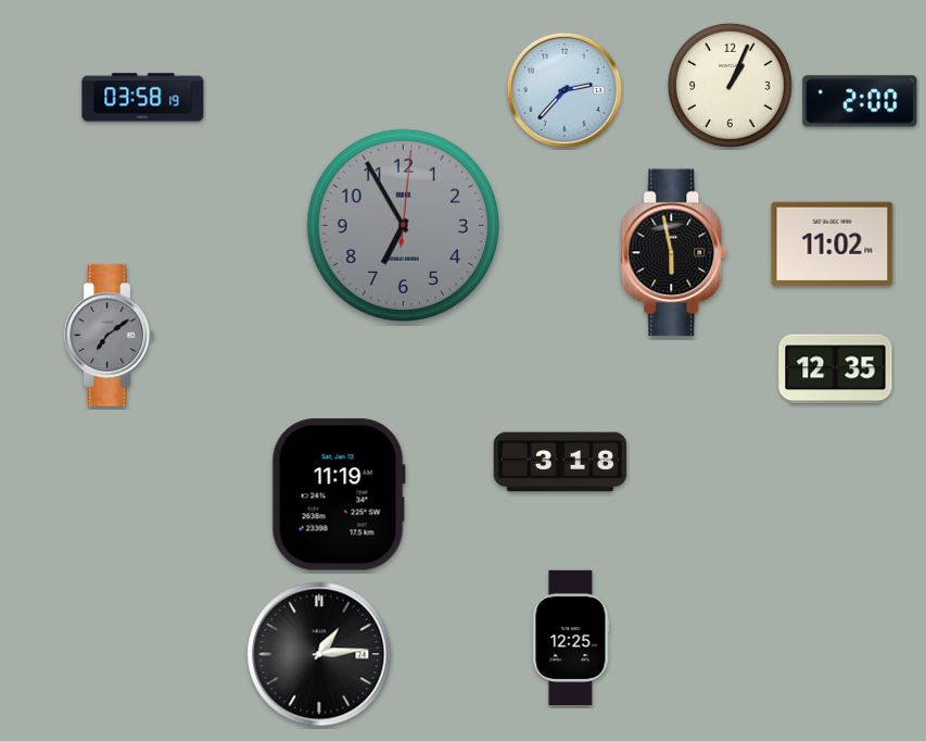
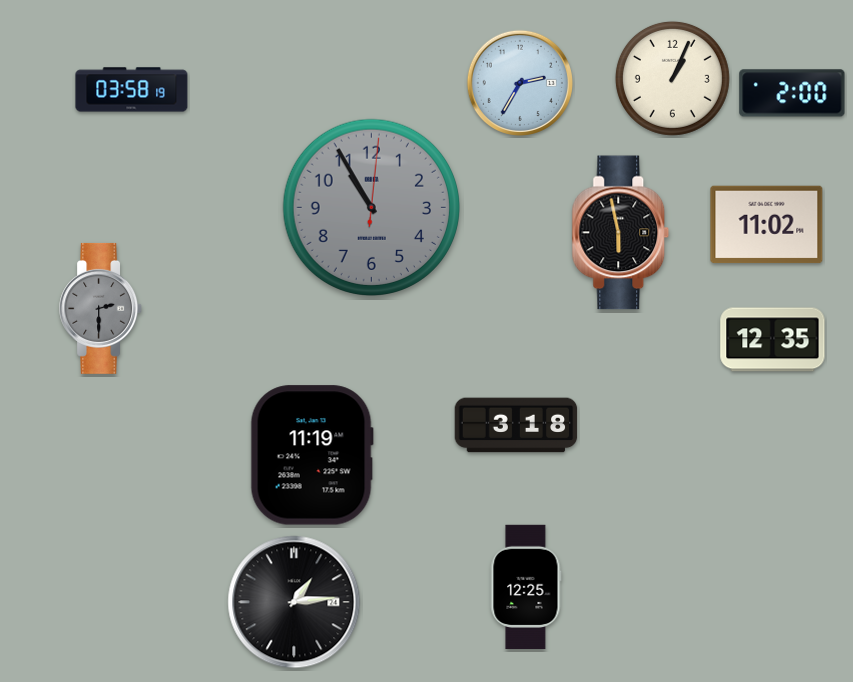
clock at (565, 90): 2:37 -> 2:35
clock at (403, 225): 6:55 -> 10:55
clock at (110, 335): 7:09 -> 2:30
clock at (836, 369) position: (836, 369) -> (773, 340)
